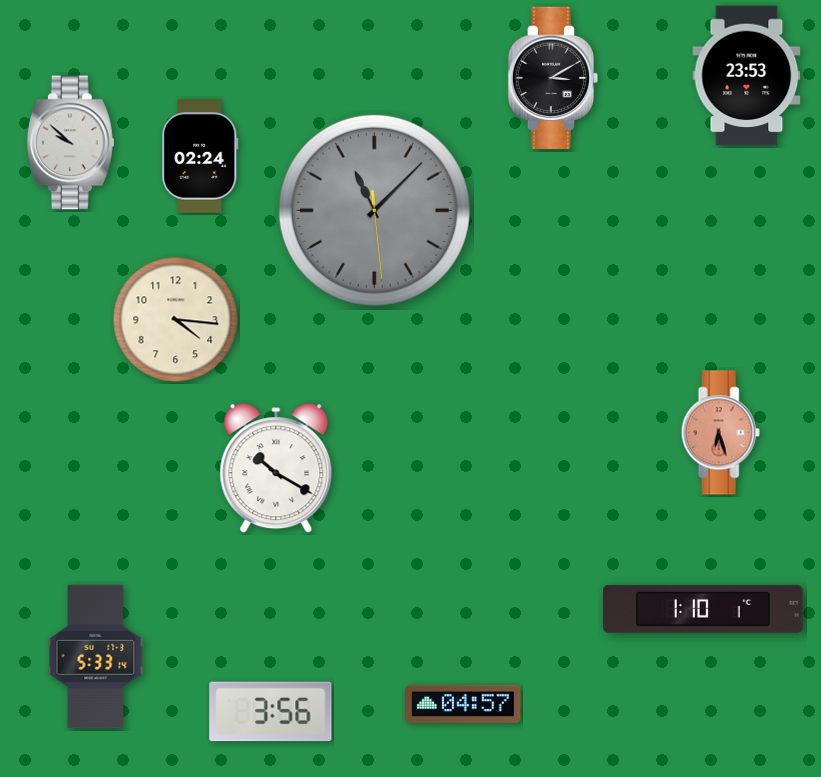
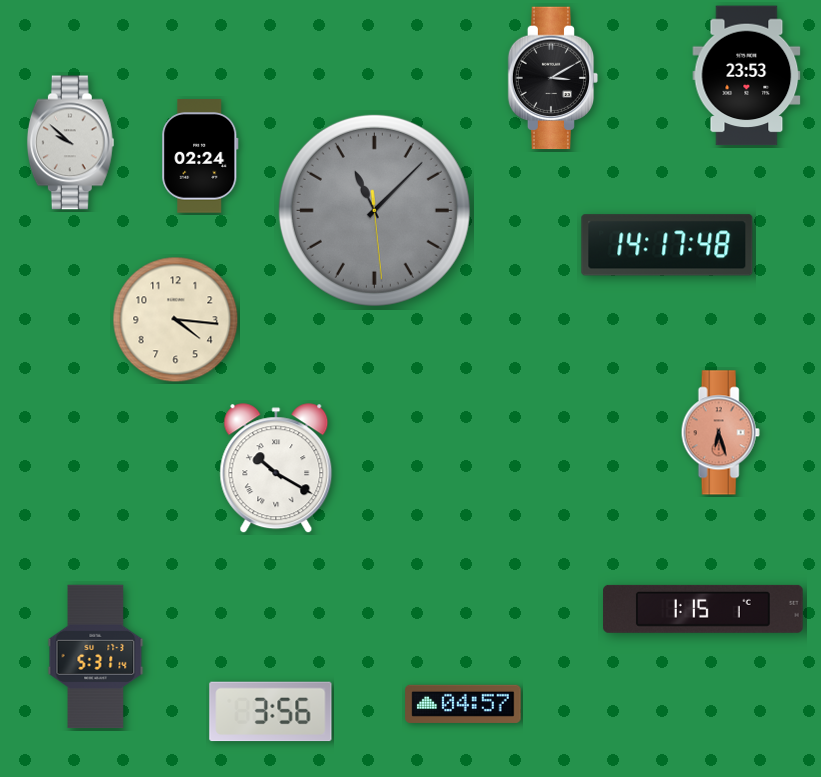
clock at (667, 245): none -> 14:17
clock at (703, 609): 1:10 -> 1:15
clock at (96, 657): 5:33 -> 5:31
